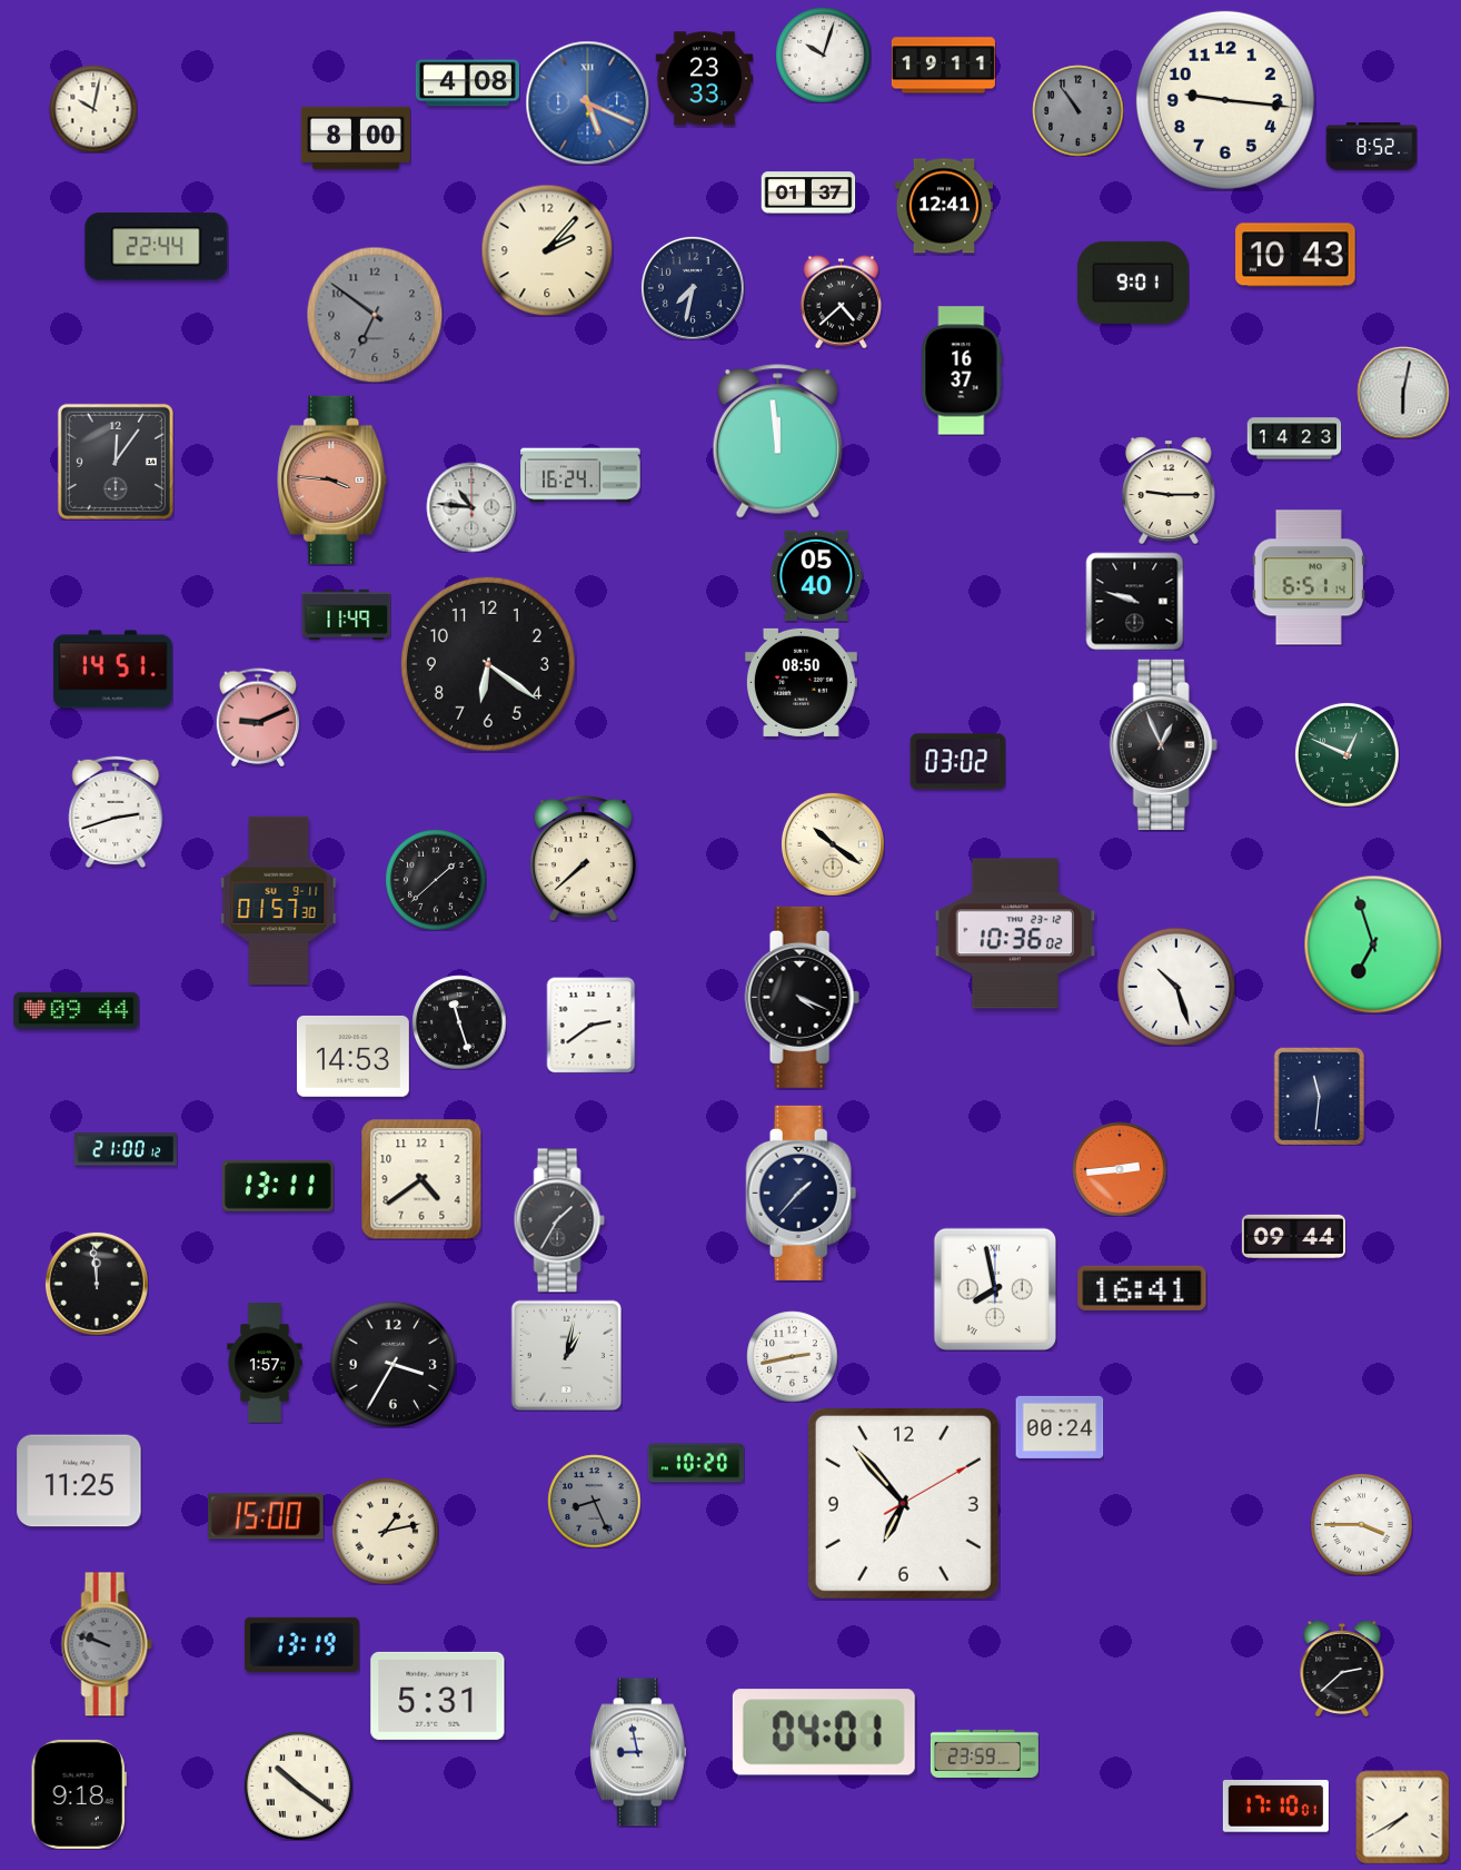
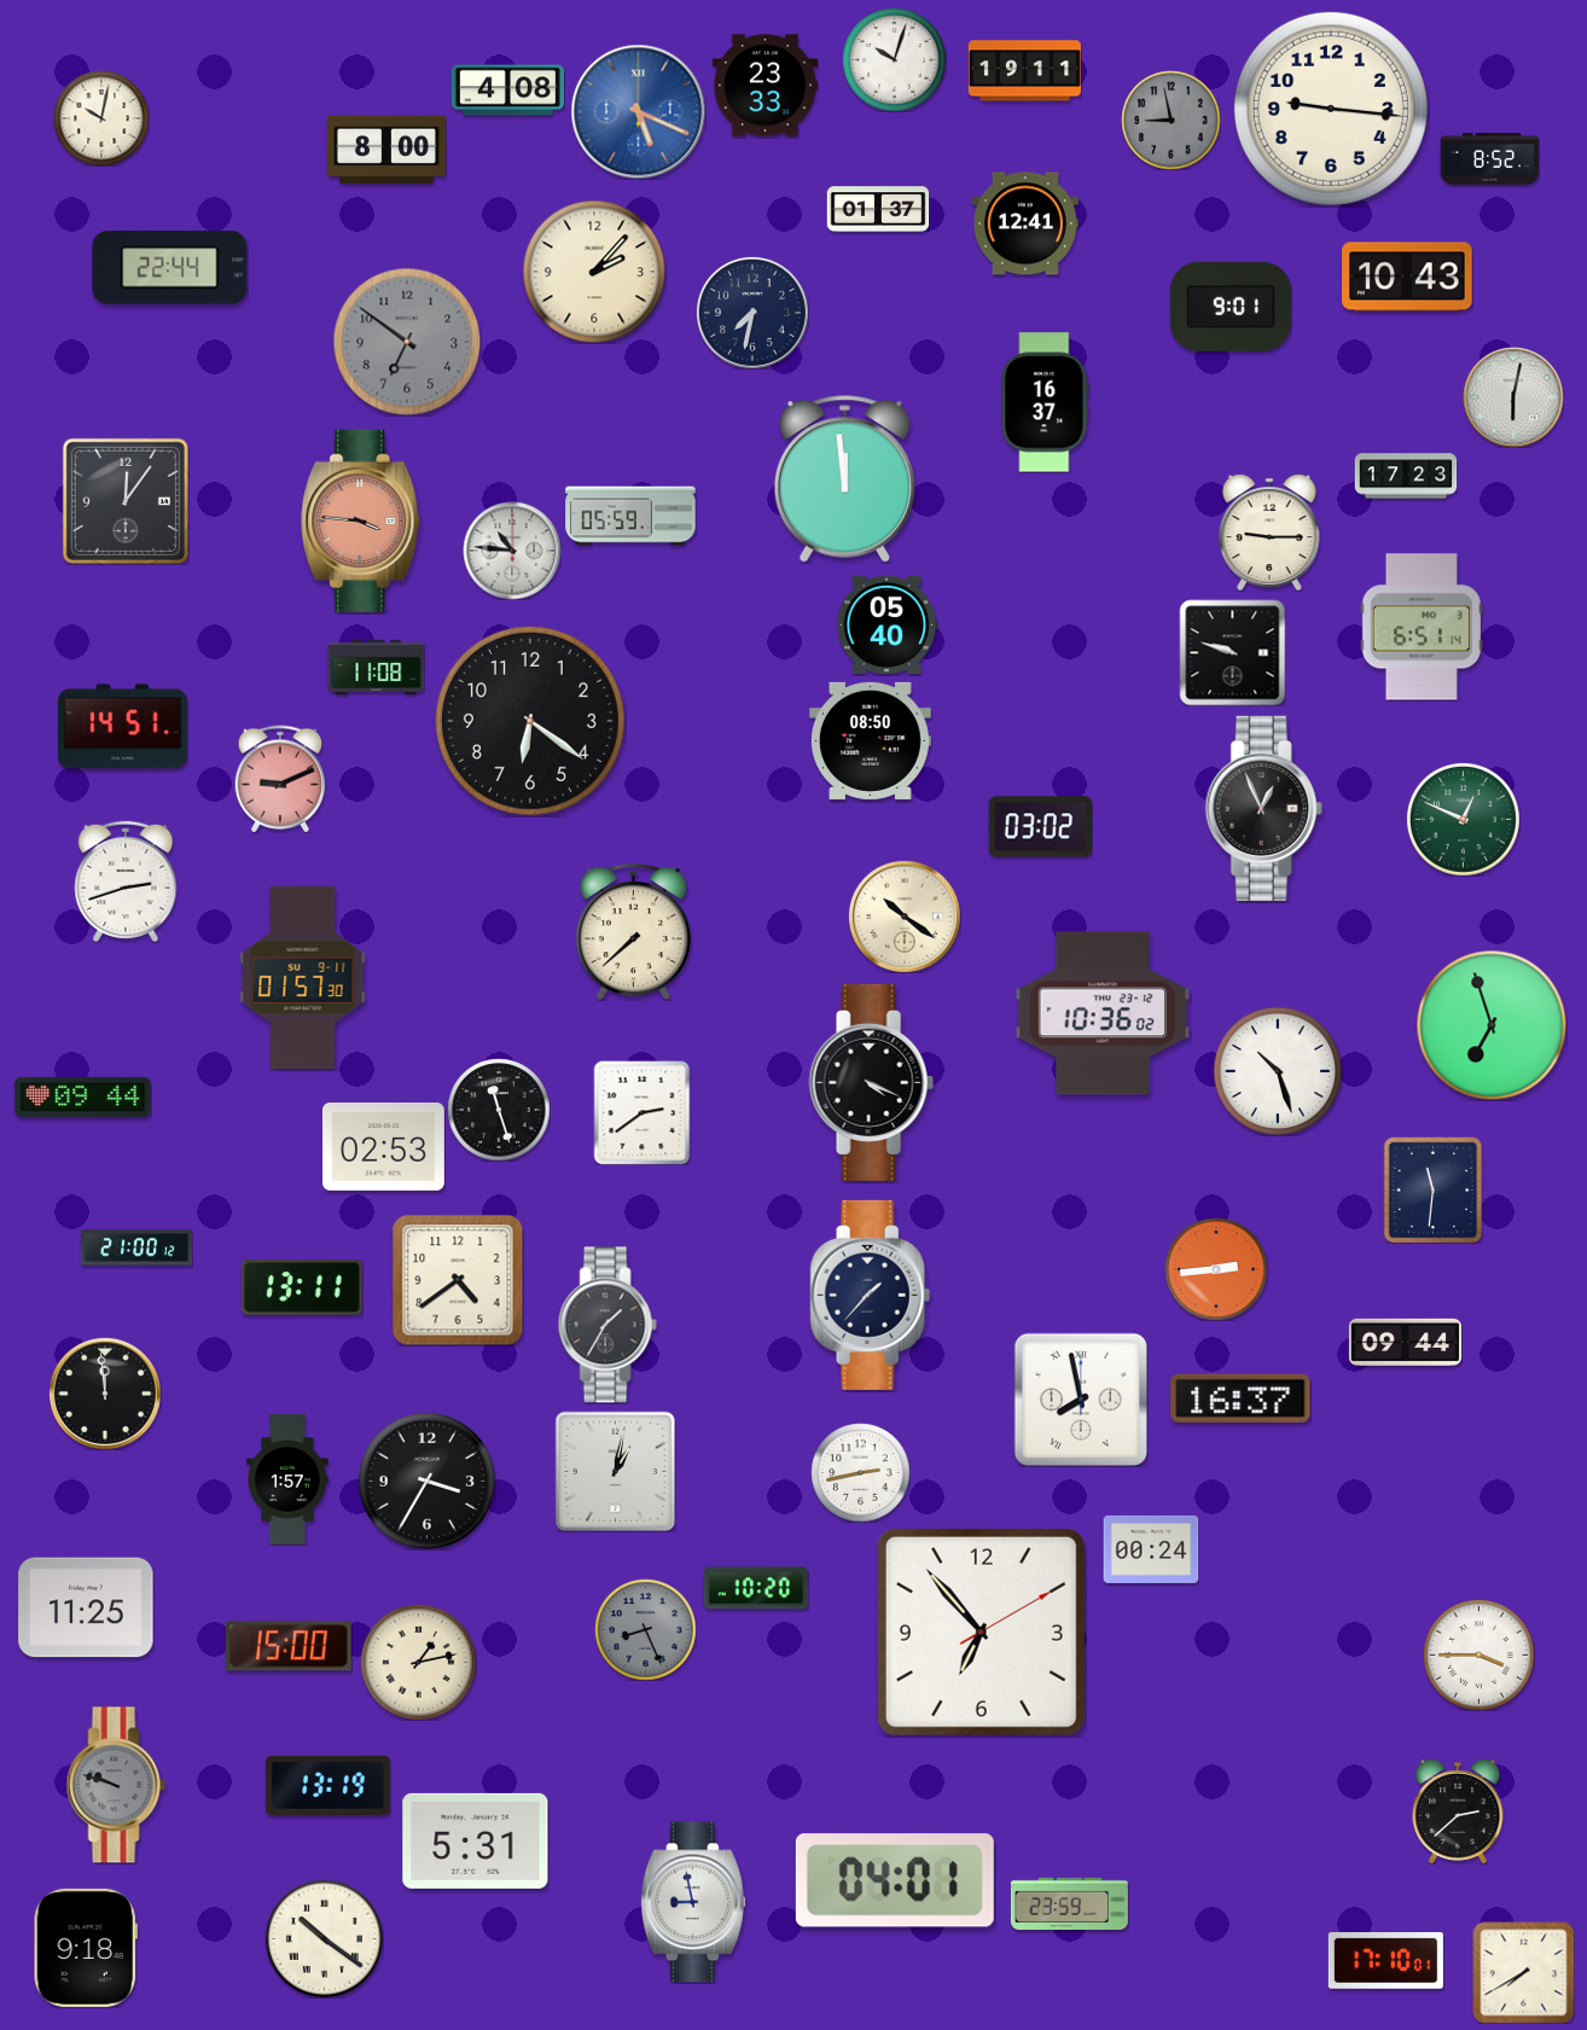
clock at (1077, 110): 10:54 -> 8:58
clock at (841, 301): 4:38 -> none
clock at (1403, 393) position: (1403, 393) -> (1513, 397)
clock at (1294, 438): 14:23 -> 17:23
clock at (580, 475): 16:24 -> 05:59
clock at (346, 615): 11:49 -> 11:08
clock at (436, 880): 1:38 -> none
clock at (352, 1057): 14:53 -> 02:53
clock at (1142, 1288): 16:41 -> 16:37
